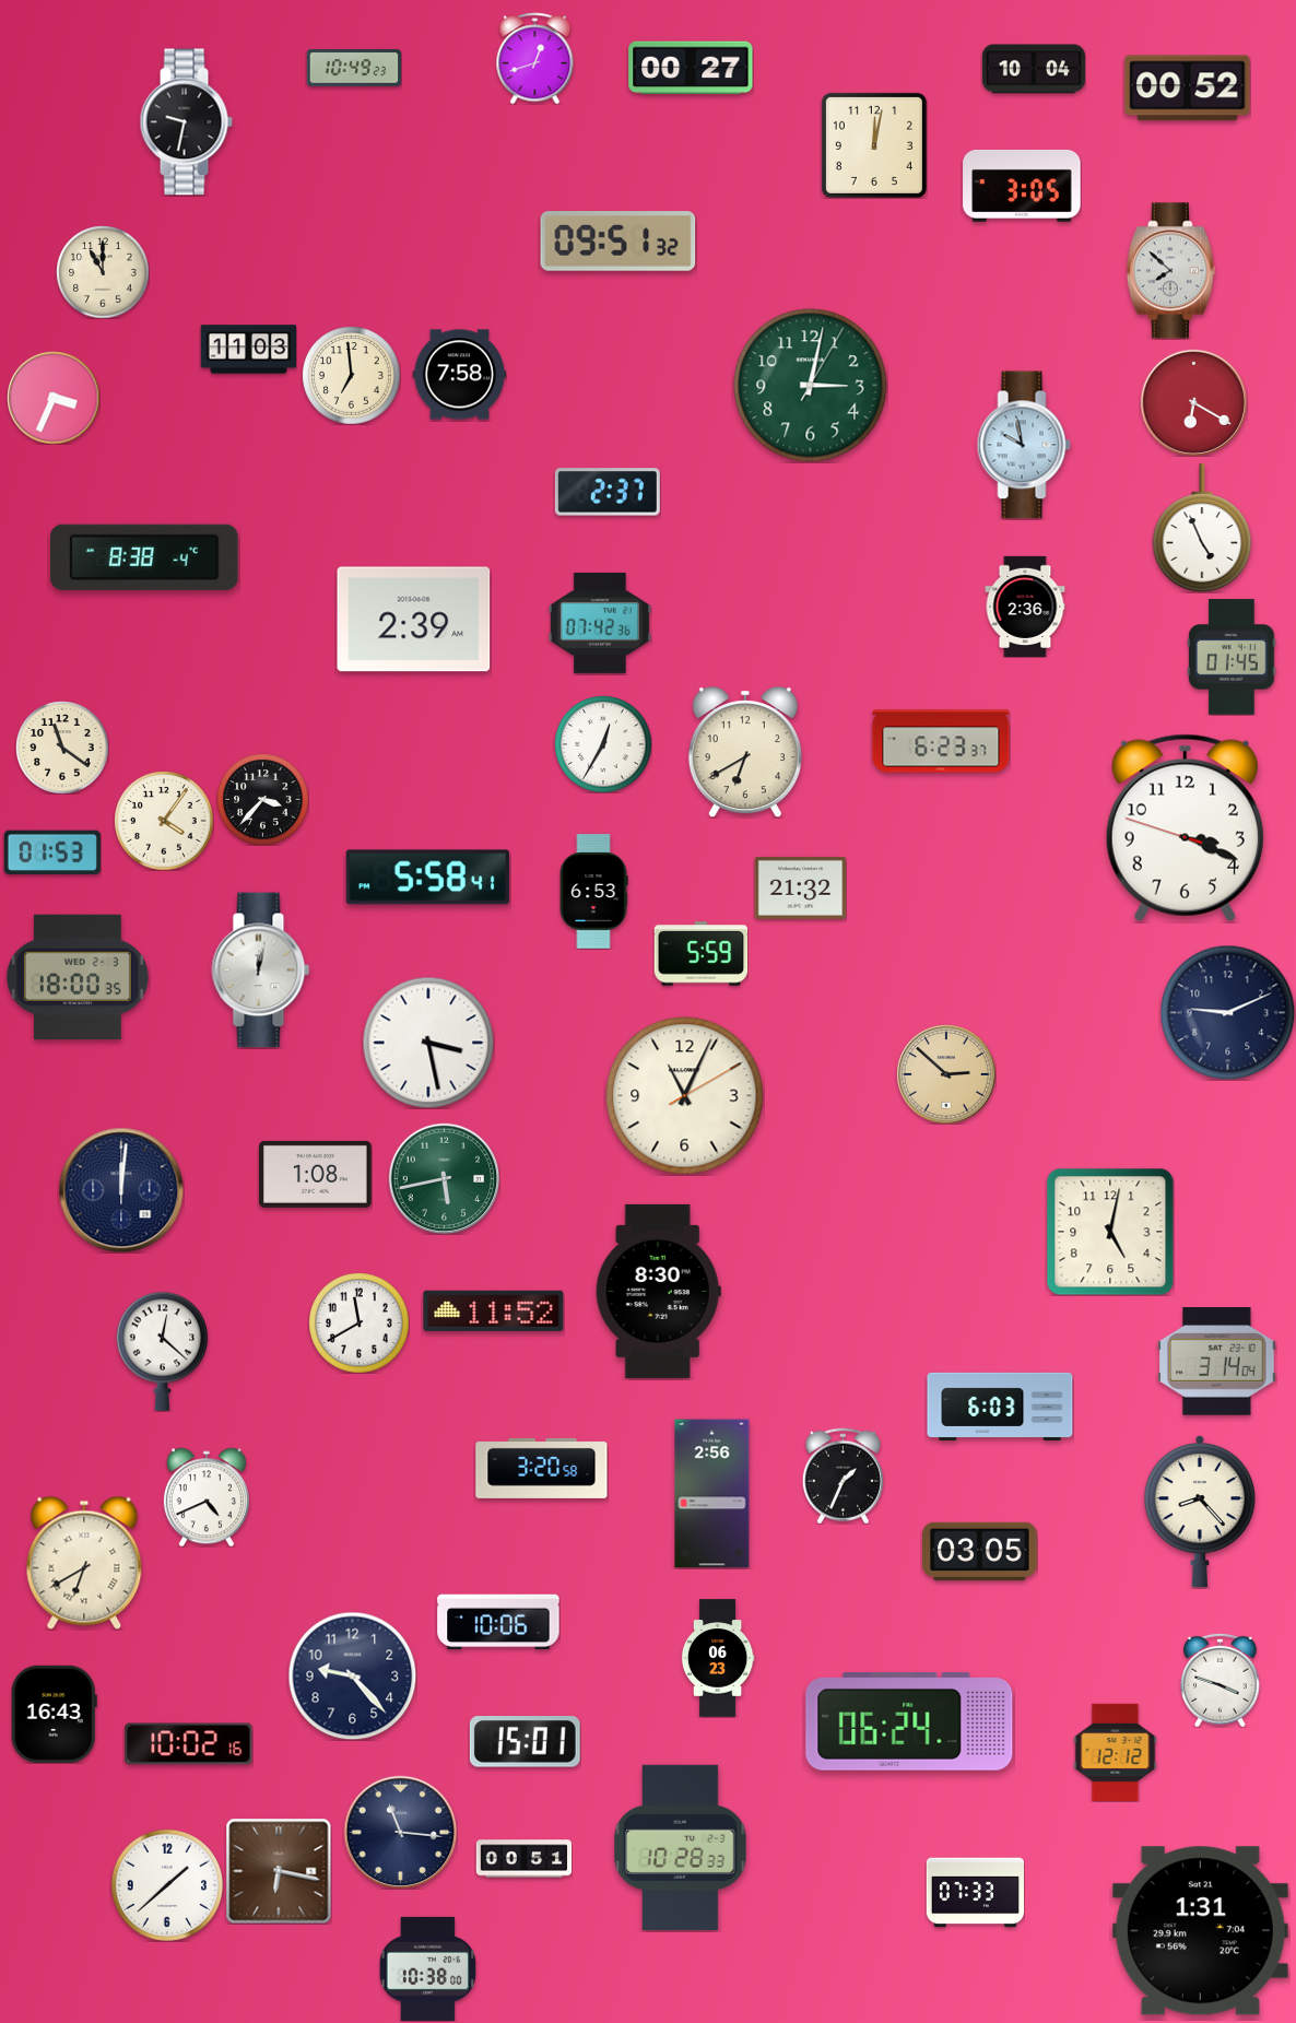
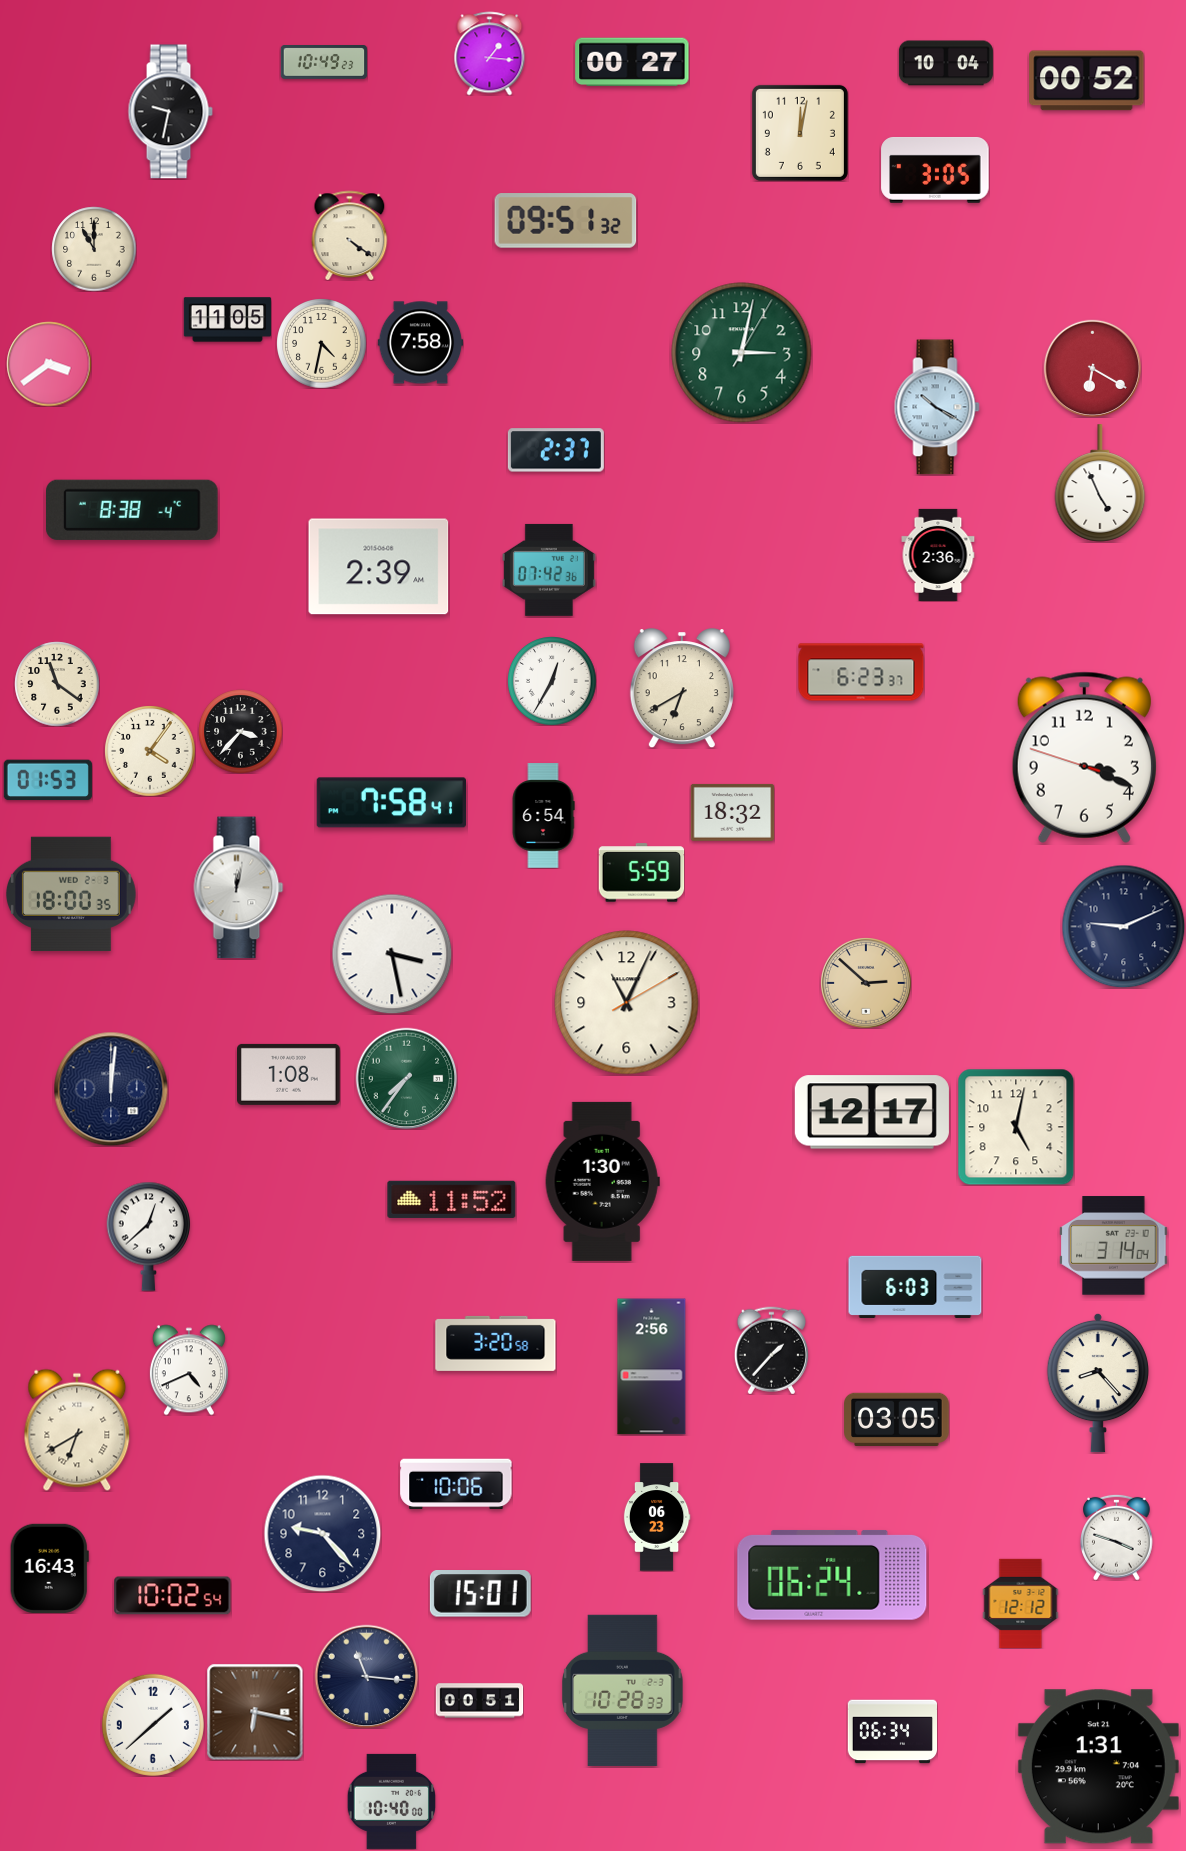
clock at (535, 58): 12:42 -> 1:16
clock at (350, 235): none -> 4:21
clock at (1170, 271): 7:52 -> none
clock at (248, 350): 11:03 -> 11:05
clock at (351, 375): 6:59 -> 4:32
clock at (54, 398): 3:34 -> 3:39
clock at (1024, 445): 9:58 -> 10:20
clock at (1232, 657): 01:45 -> none
clock at (941, 741) position: (941, 741) -> (861, 672)
clock at (427, 878): 5:58 -> 7:58
clock at (800, 887): 21:32 -> 18:32
clock at (593, 892): 6:53 -> 6:54
clock at (444, 1178): 5:43 -> 7:36
clock at (872, 1112): none -> 12:17
clock at (658, 1291): 8:30 -> 1:30
clock at (360, 1324): 11:40 -> none
clock at (162, 1351): 12:22 -> 12:38
clock at (843, 1475): 1:34 -> 1:37
clock at (189, 1744): 10:02:16 -> 10:02:54
clock at (975, 1893): 07:33 -> 06:34
clock at (427, 1968): 10:38 -> 10:40
